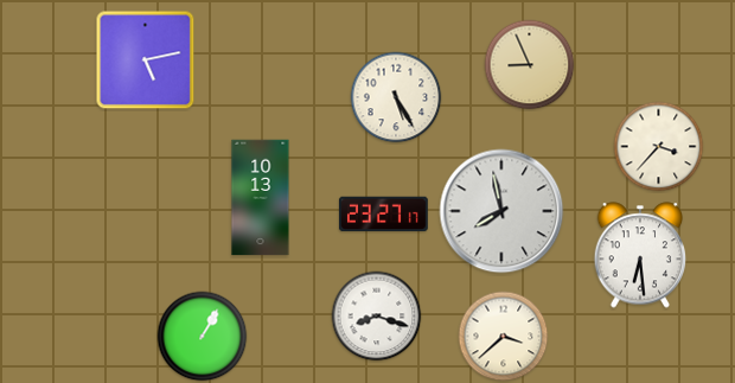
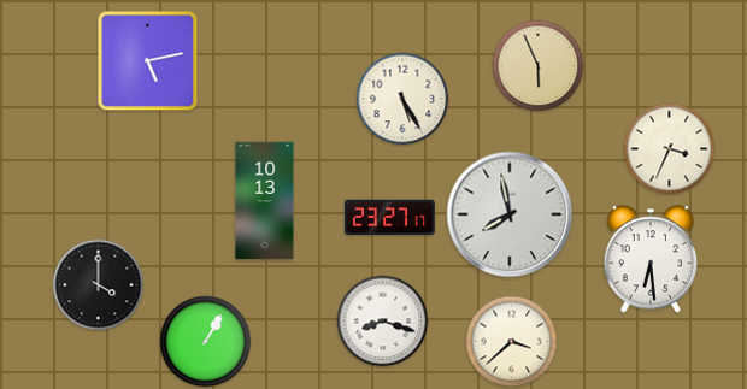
clock at (530, 65): 8:56 -> 5:56
clock at (659, 147): 3:37 -> 3:34
clock at (99, 285): none -> 4:00
